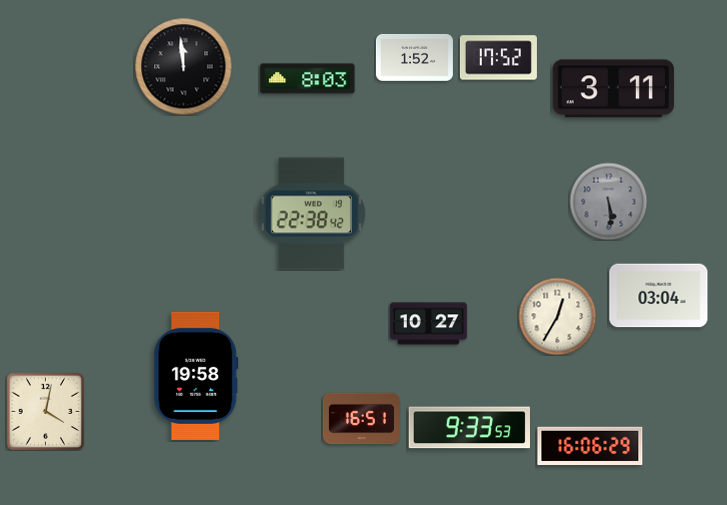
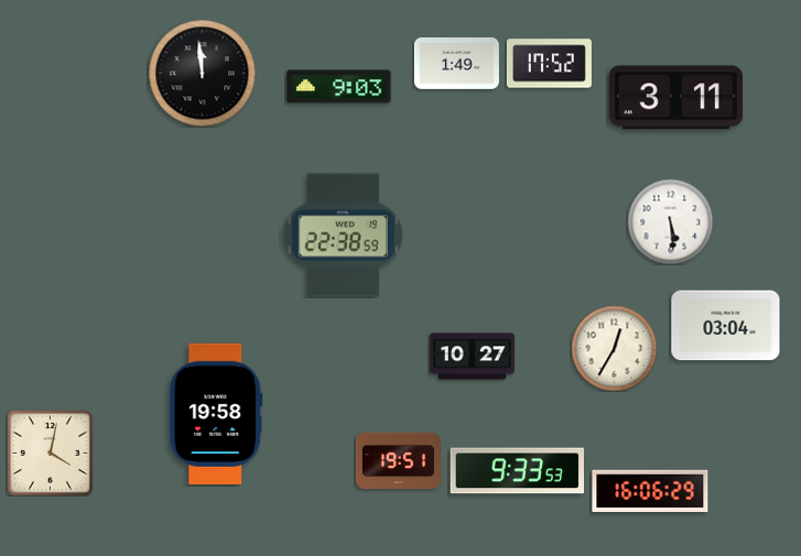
clock at (414, 57): 1:52 -> 1:49
clock at (308, 79): 8:03 -> 9:03
clock at (608, 201) dial: grey -> white
clock at (311, 214): 22:38:42 -> 22:38:59
clock at (361, 419): 16:51 -> 19:51
